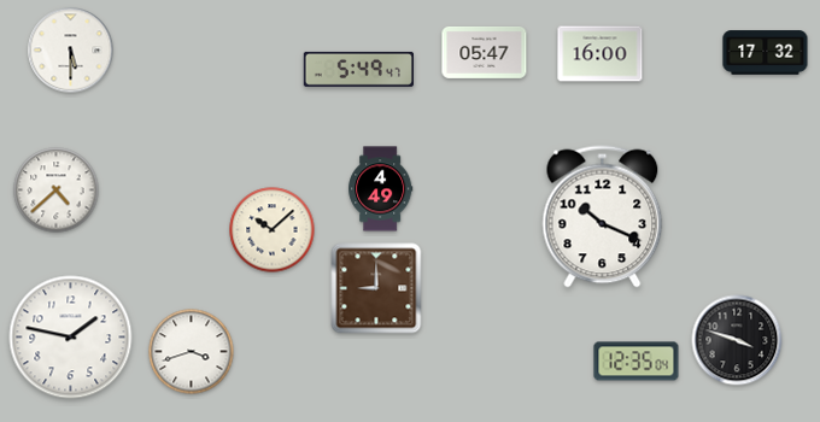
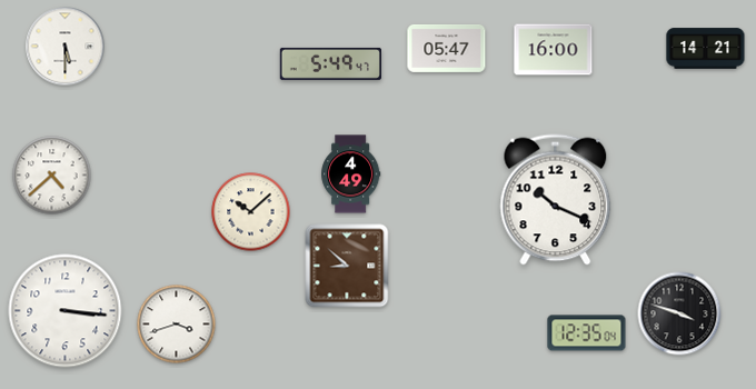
clock at (766, 53): 17:32 -> 14:21
clock at (376, 288): 9:00 -> 8:52
clock at (71, 338): 1:47 -> 3:16
